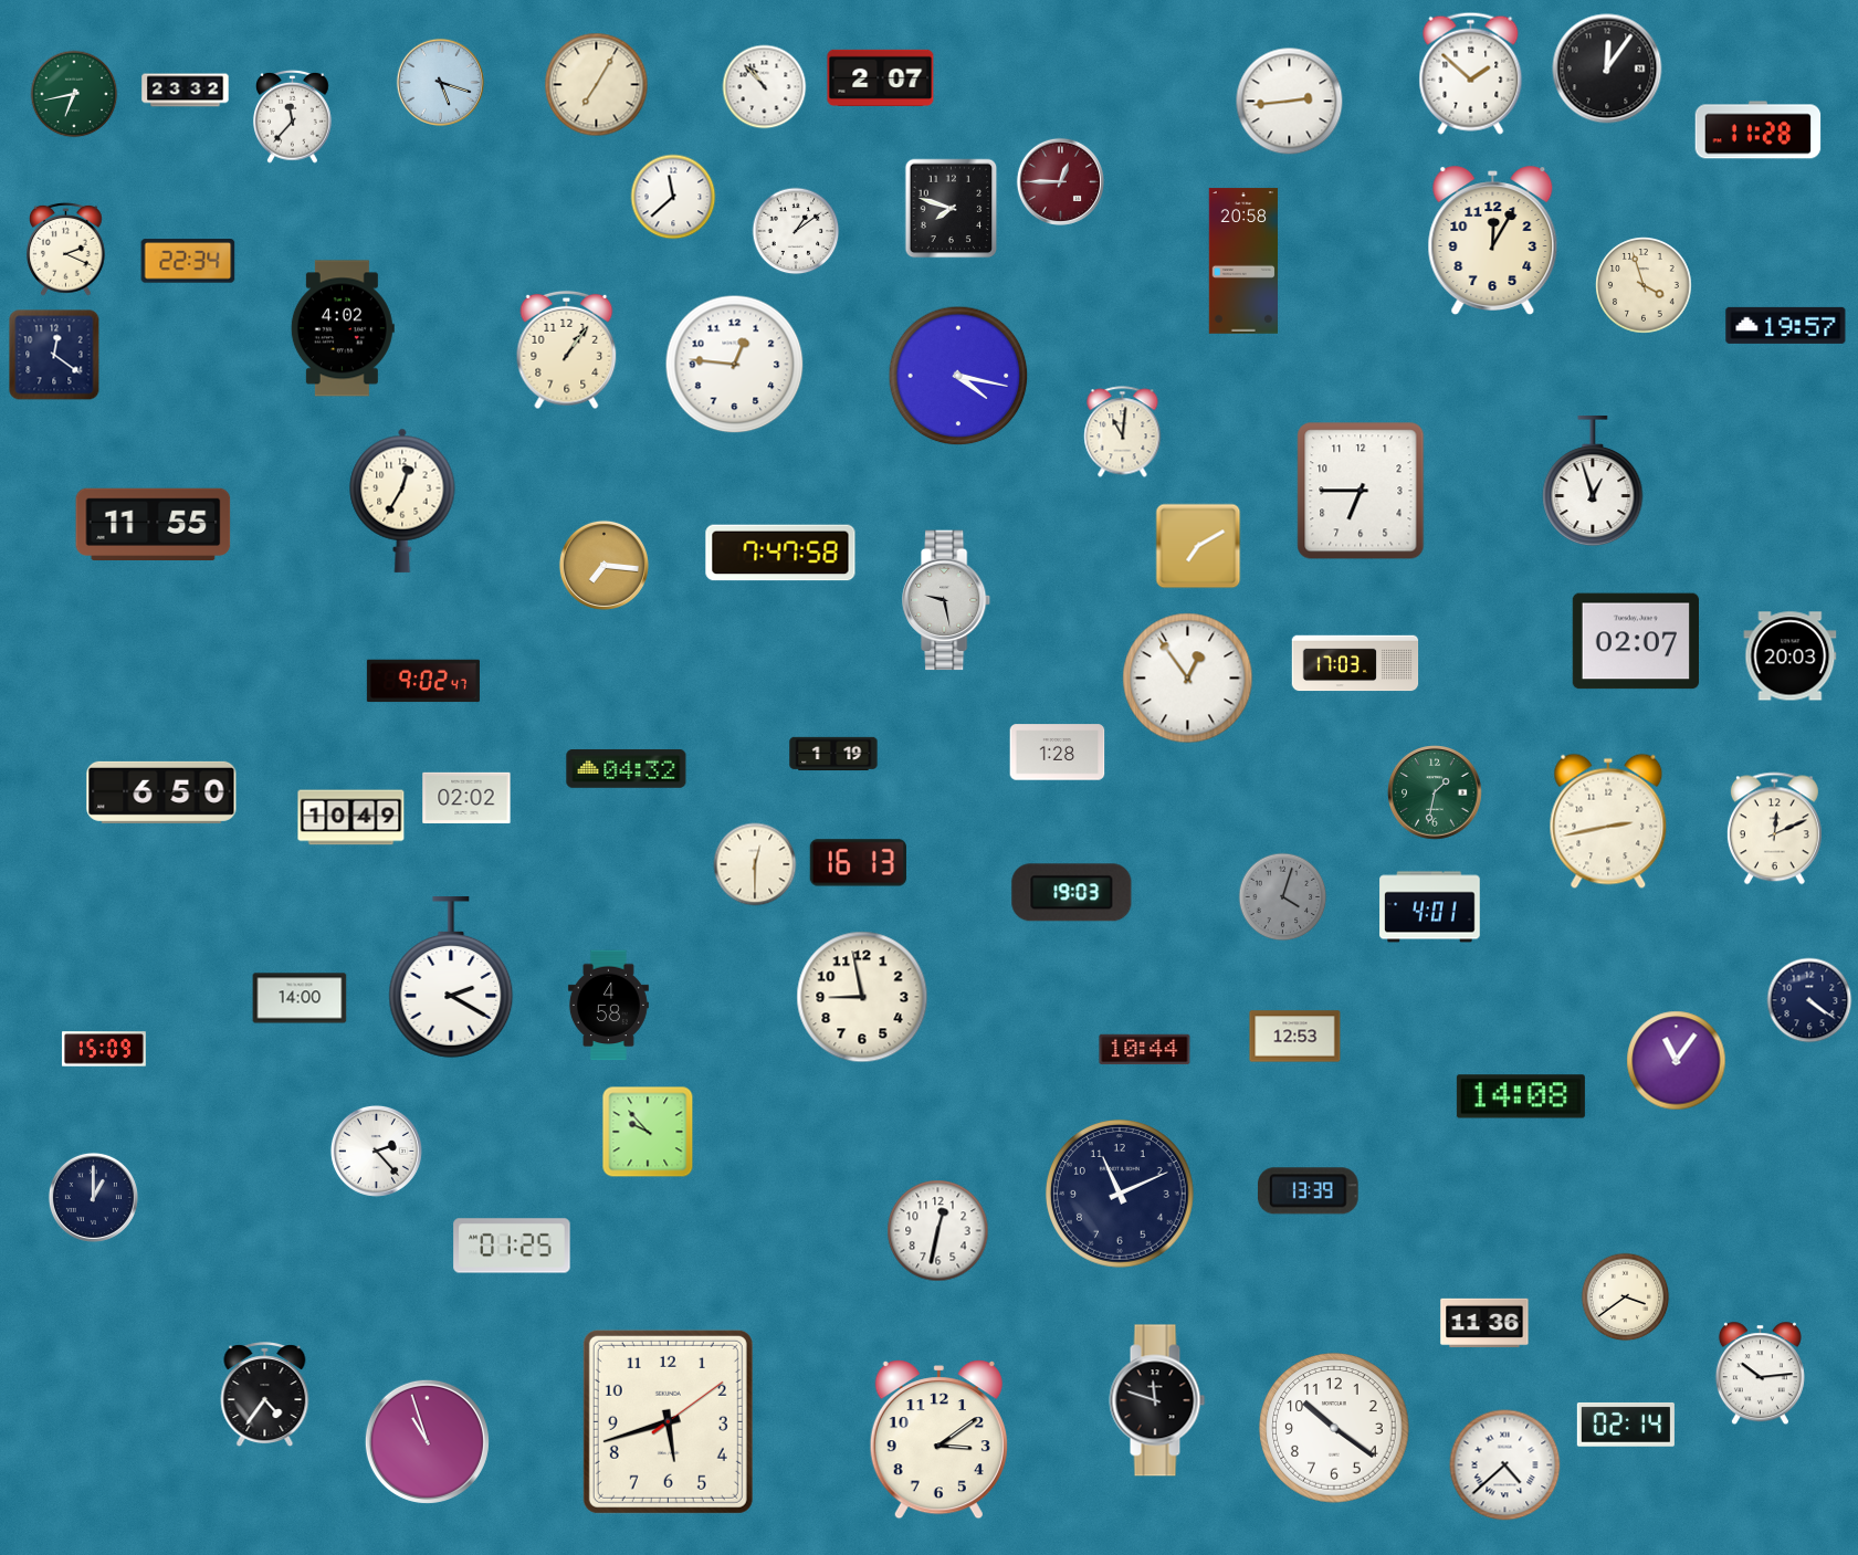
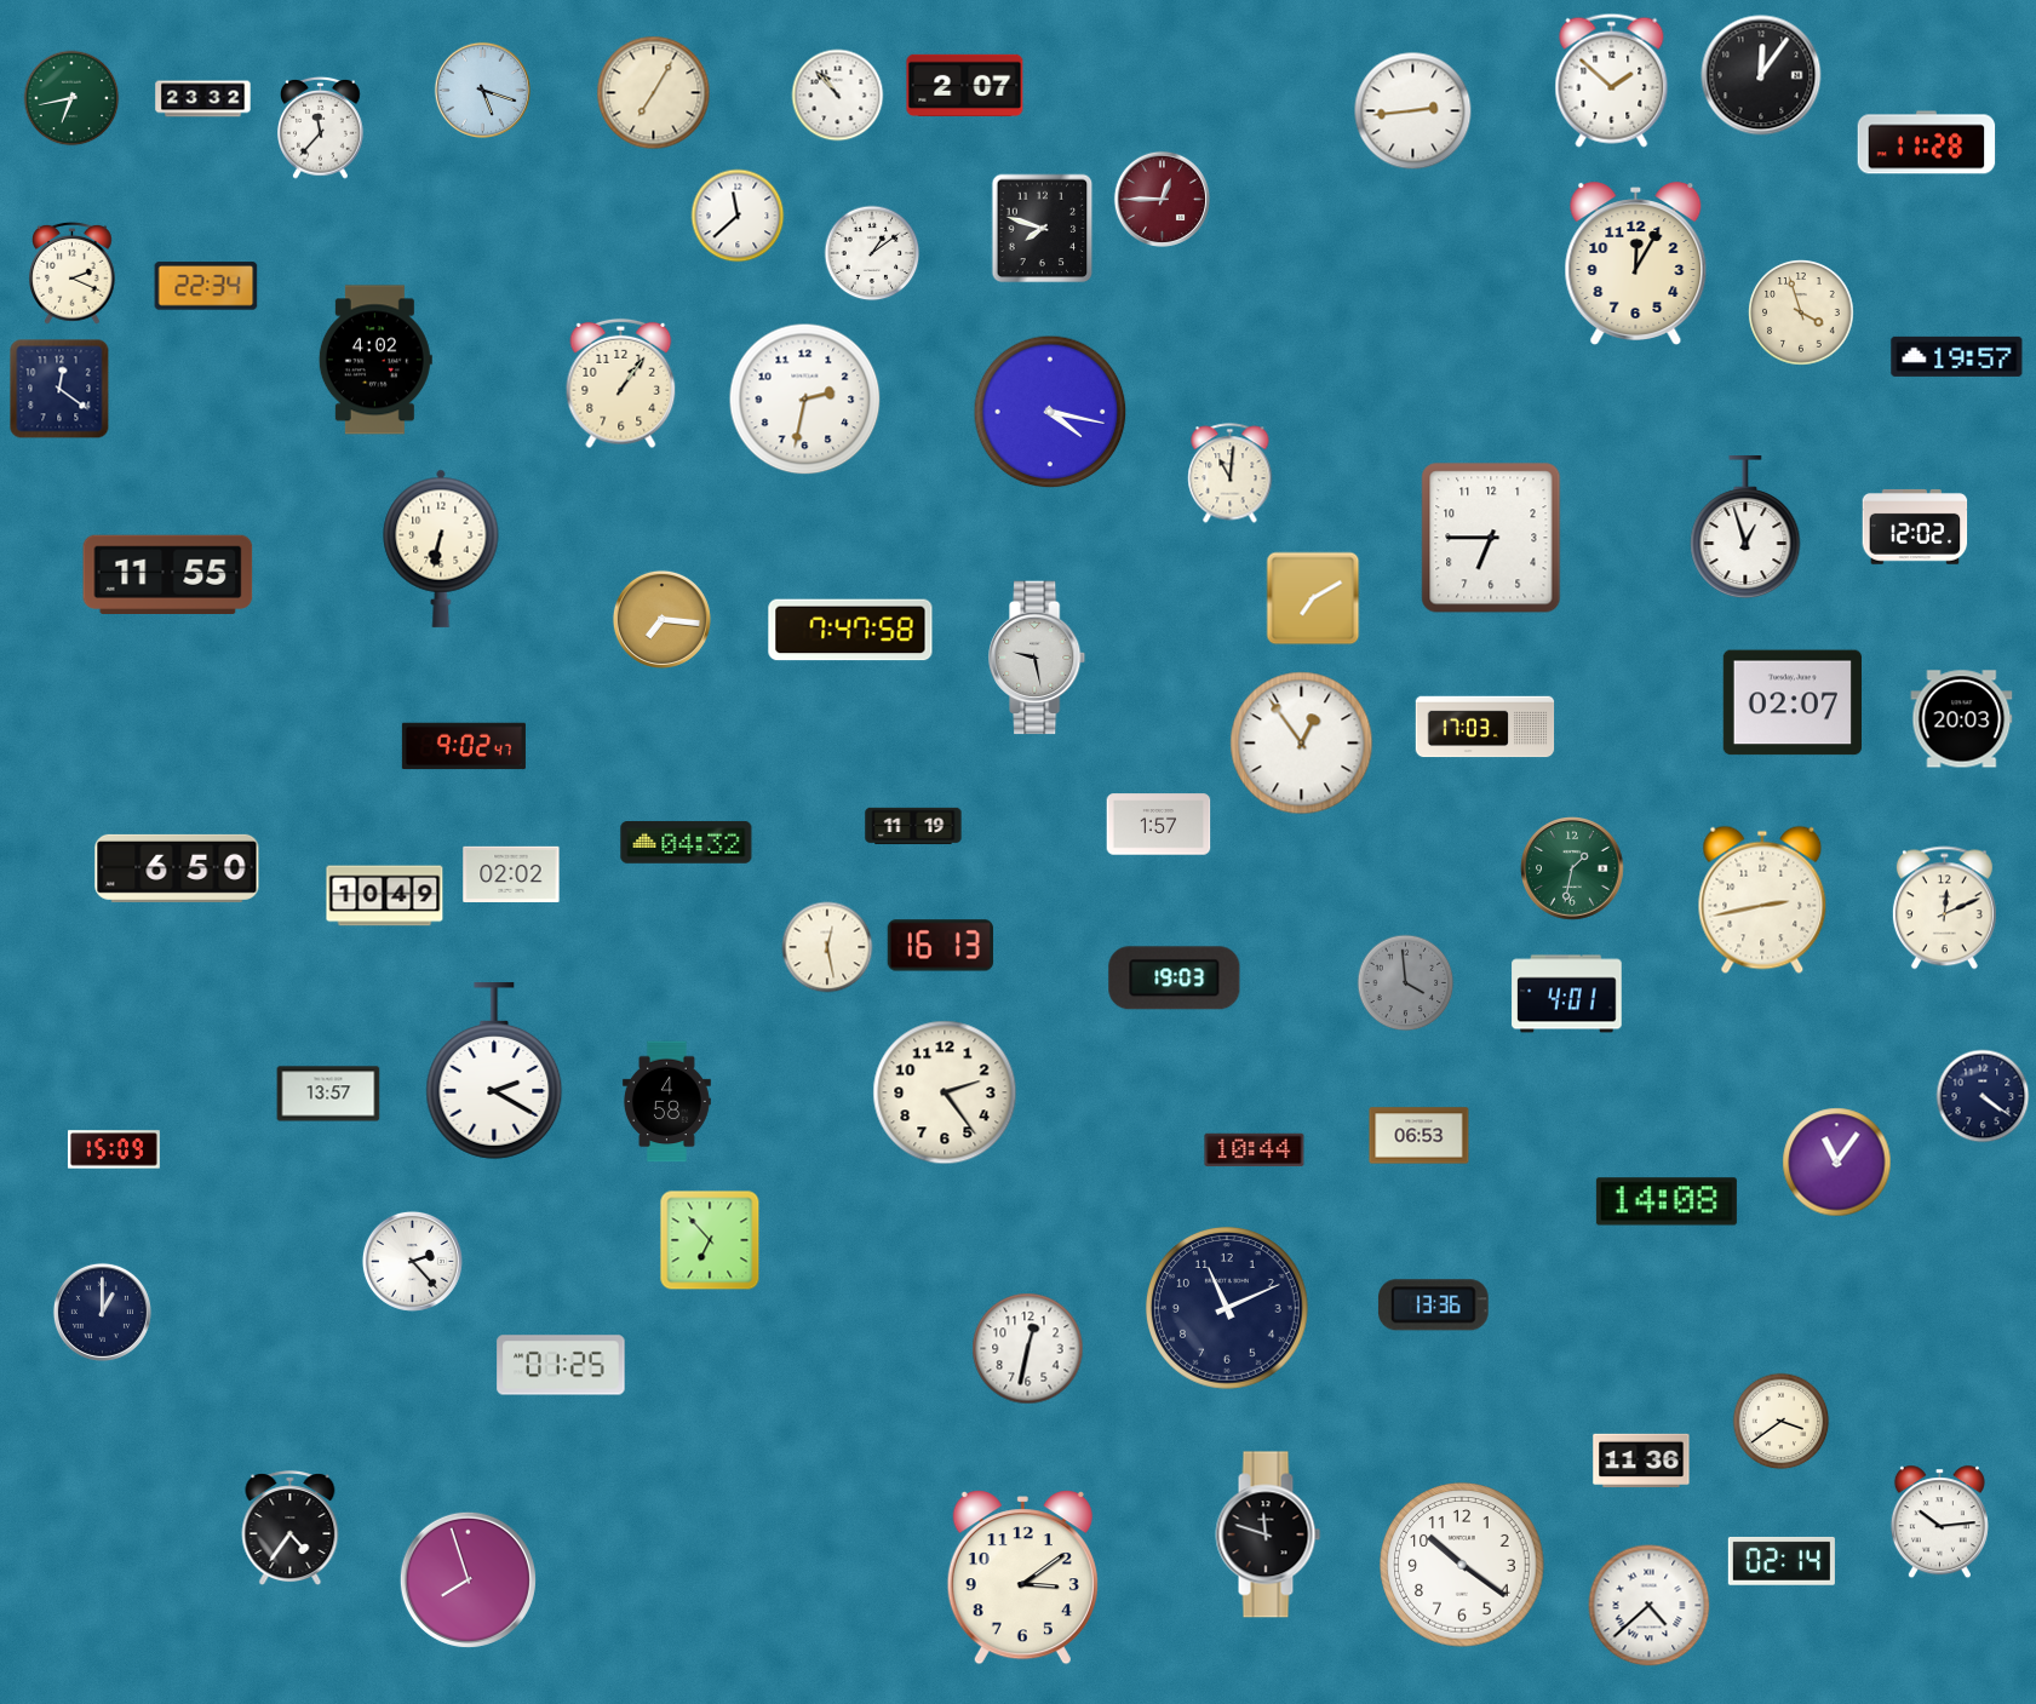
clock at (74, 94) position: (74, 94) -> (71, 98)
clock at (1242, 261): 20:58 -> none
clock at (735, 365): 12:46 -> 2:32
clock at (1915, 527): none -> 12:02
clock at (402, 501): 12:35 -> 6:32
clock at (780, 553) position: (780, 553) -> (850, 630)
clock at (1058, 753): 1:28 -> 1:57
clock at (833, 754): 1:19 -> 11:19
clock at (755, 864): 12:30 -> 12:28
clock at (1283, 897): 4:03 -> 3:59
clock at (862, 997): 8:58 -> 2:24
clock at (300, 998): 14:00 -> 13:57
clock at (1295, 1037): 12:53 -> 06:53
clock at (648, 1132): 9:53 -> 6:53
clock at (1308, 1191): 13:39 -> 13:36
clock at (1484, 1323) position: (1484, 1323) -> (1641, 1461)
clock at (1760, 1374) position: (1760, 1374) -> (1939, 1522)
clock at (668, 1421): 5:42 -> none
clock at (938, 1440) position: (938, 1440) -> (1022, 1578)
clock at (427, 1441): 10:57 -> 7:57
